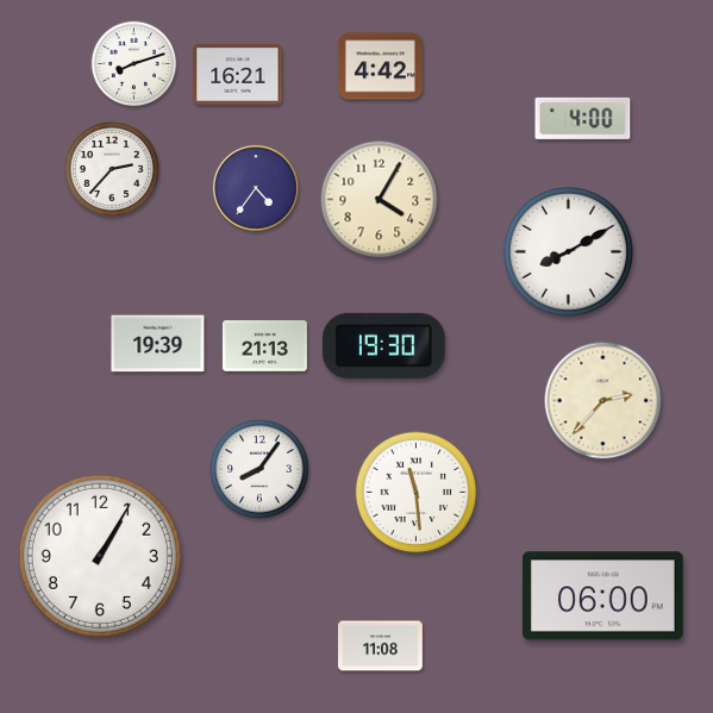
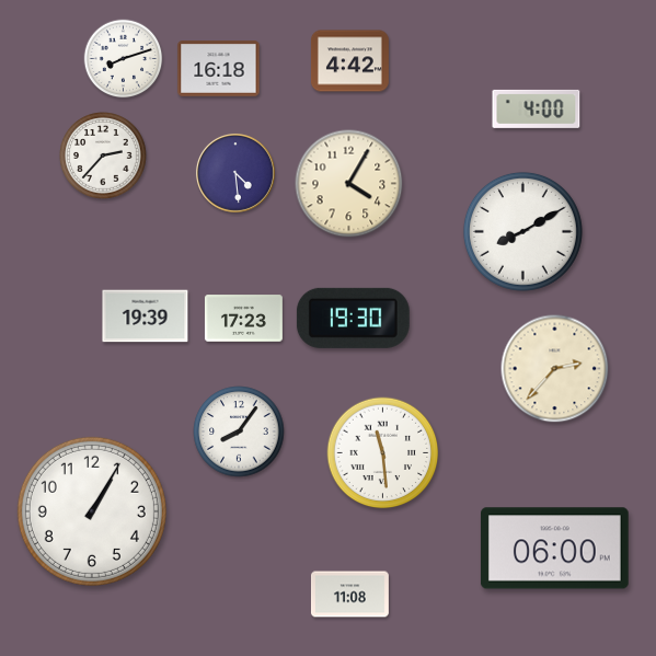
clock at (238, 75): 16:21 -> 16:18
clock at (256, 188): 4:36 -> 4:29
clock at (264, 346): 21:13 -> 17:23
